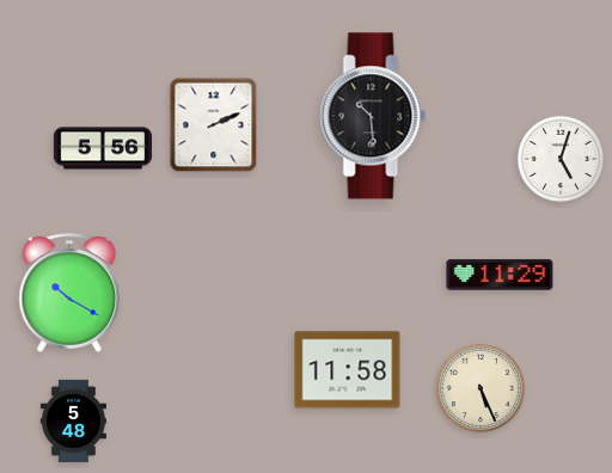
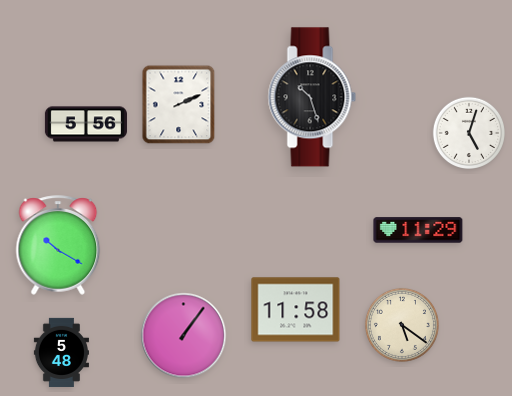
clock at (373, 116): 10:29 -> 10:27
clock at (348, 370) position: (348, 370) -> (296, 310)
clock at (481, 388): 5:26 -> 5:21
clock at (184, 336): none -> 1:06
